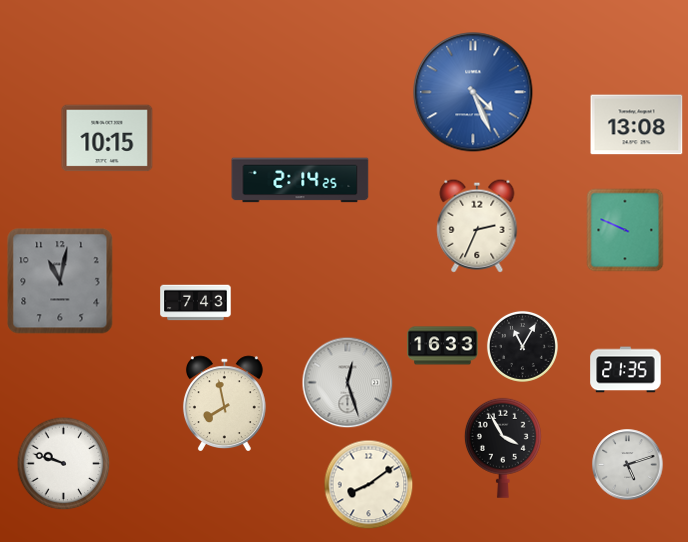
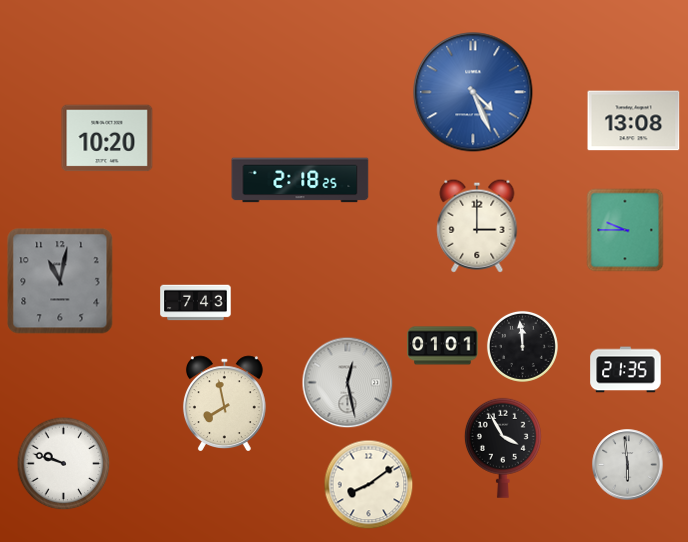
clock at (637, 125) position: (637, 125) -> (634, 121)
clock at (107, 138): 10:15 -> 10:20
clock at (300, 180): 2:14 -> 2:18
clock at (477, 226): 2:34 -> 3:00
clock at (625, 230): 9:49 -> 9:45
clock at (443, 346): 16:33 -> 01:01
clock at (522, 346): 11:05 -> 11:59
clock at (348, 383): 12:27 -> 12:28
clock at (628, 465): 5:12 -> 5:59
